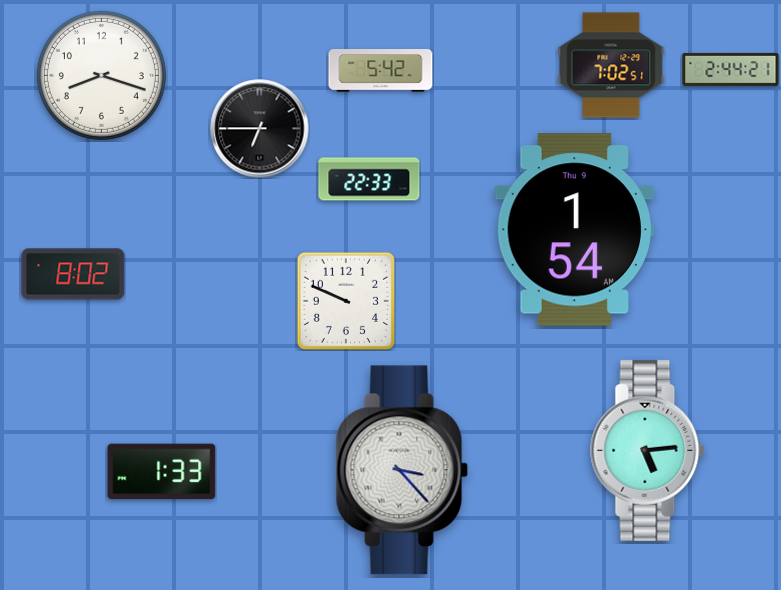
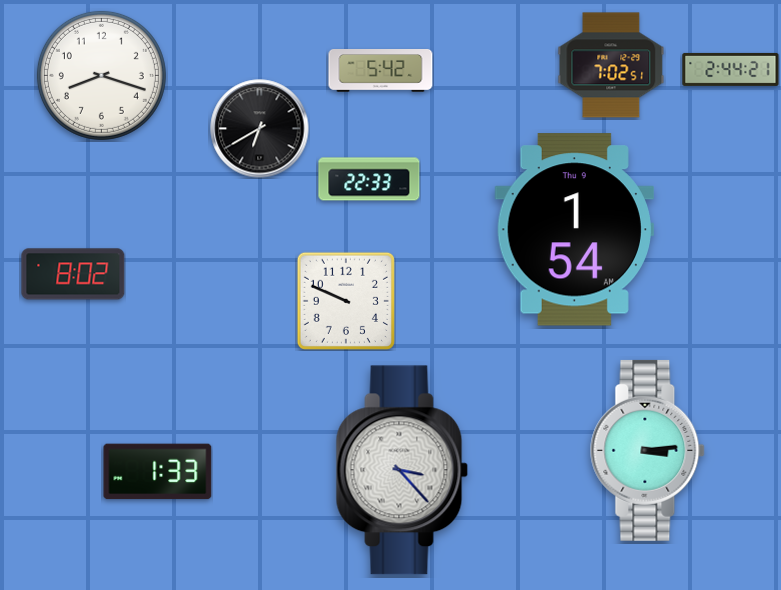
clock at (260, 129): 6:45 -> 6:40
clock at (648, 450): 5:14 -> 3:14
clock at (162, 472) position: (162, 472) -> (158, 472)
